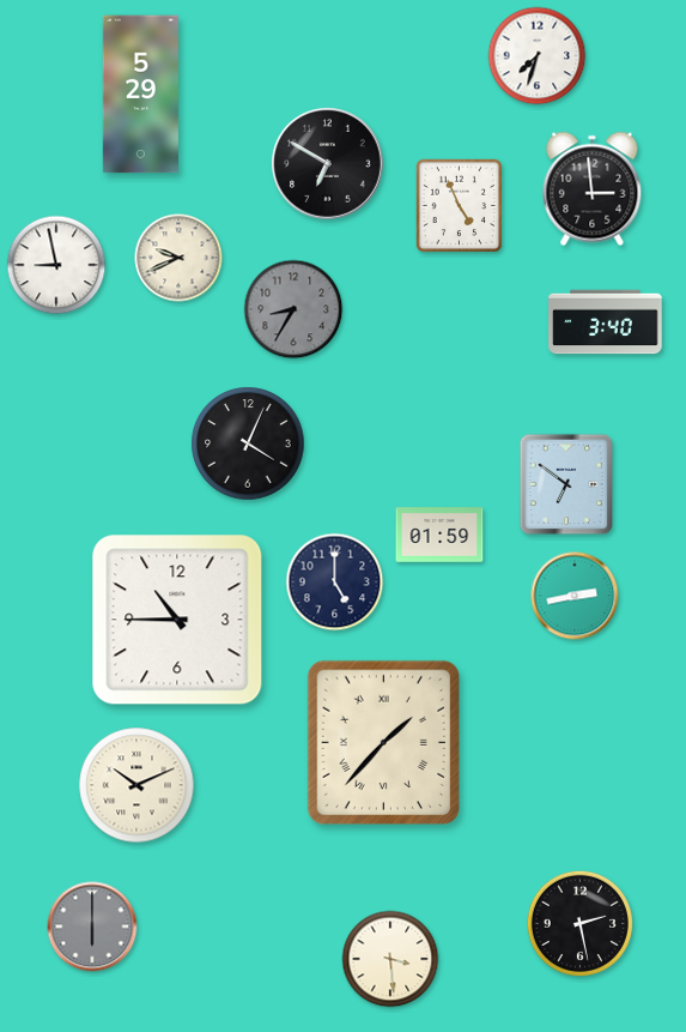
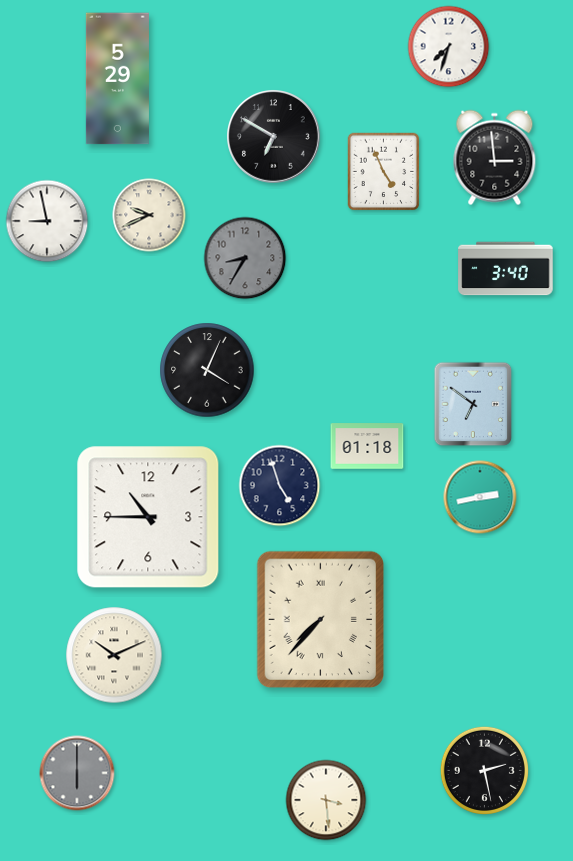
clock at (439, 535): 01:59 -> 01:18
clock at (335, 583): 5:00 -> 4:57
clock at (384, 743): 1:37 -> 7:37
